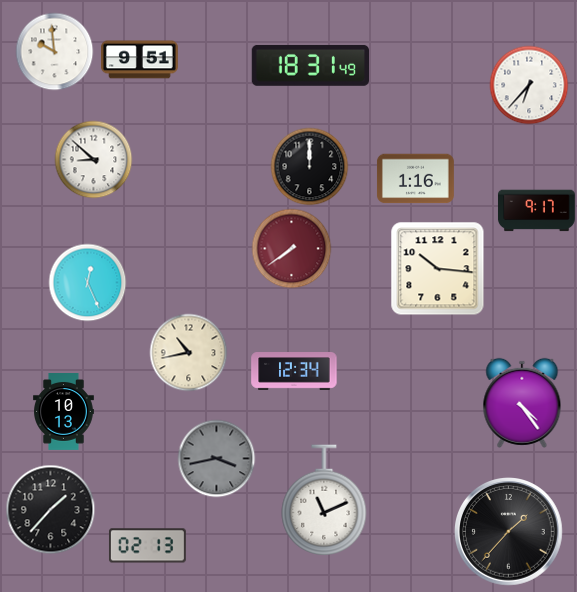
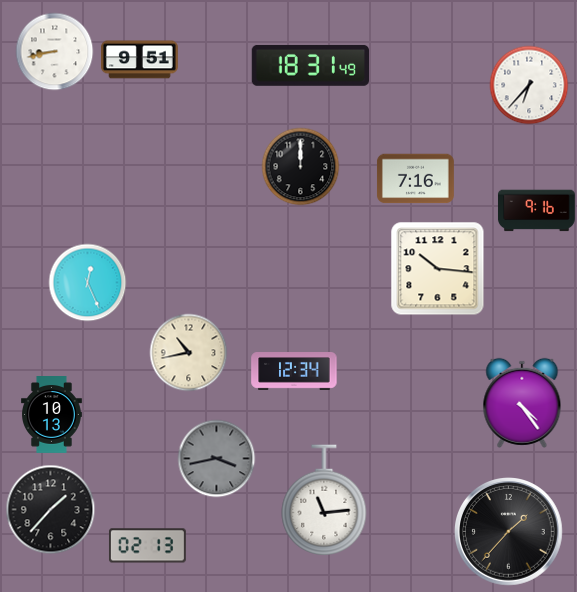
clock at (54, 51): 9:59 -> 8:43
clock at (93, 159): 8:52 -> none
clock at (309, 166) position: (309, 166) -> (300, 166)
clock at (415, 179): 1:16 -> 7:16
clock at (536, 211): 9:17 -> 9:16
clock at (291, 248): 7:39 -> none
clock at (64, 412) position: (64, 412) -> (52, 415)
clock at (324, 500): 11:11 -> 11:14
